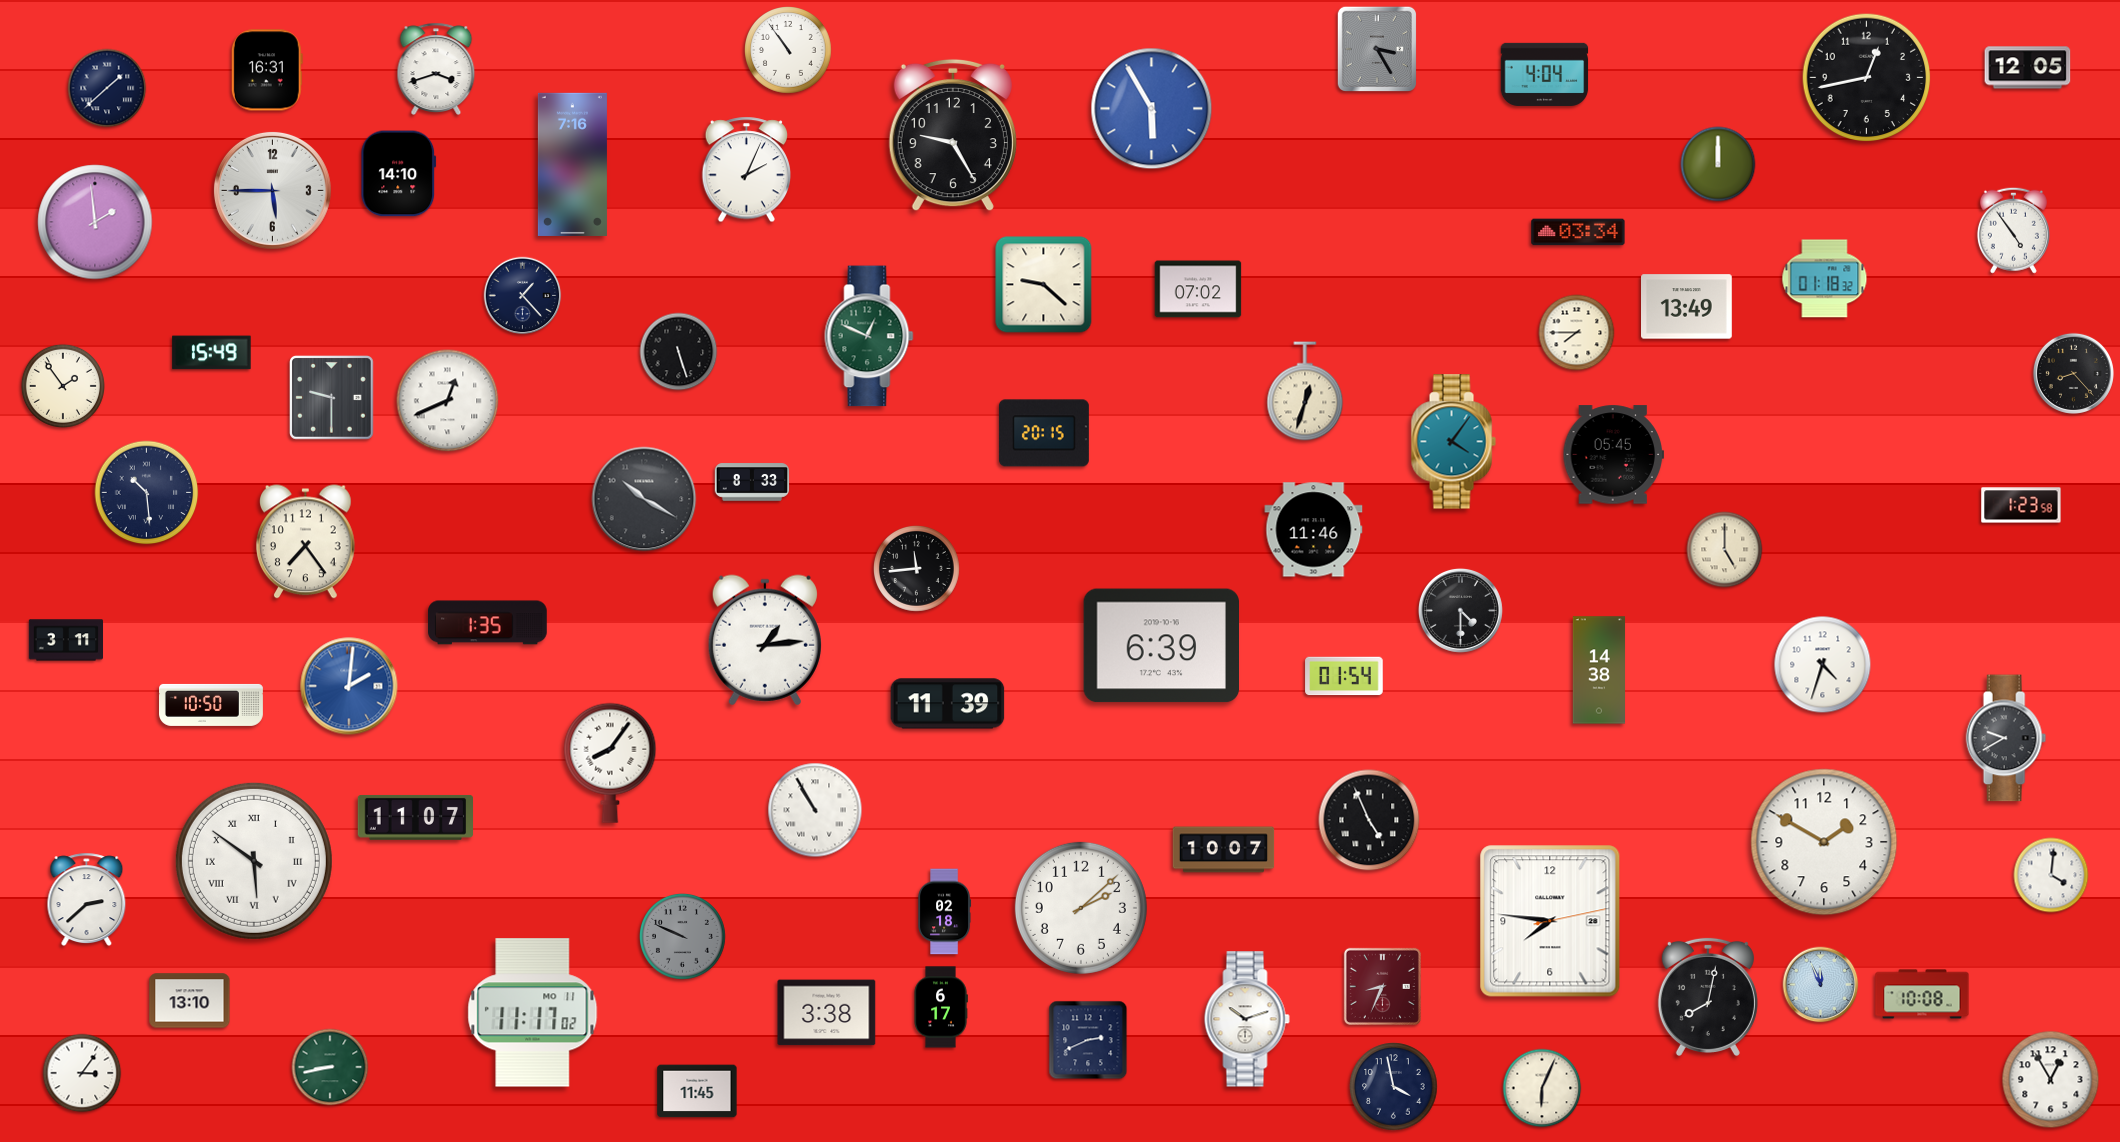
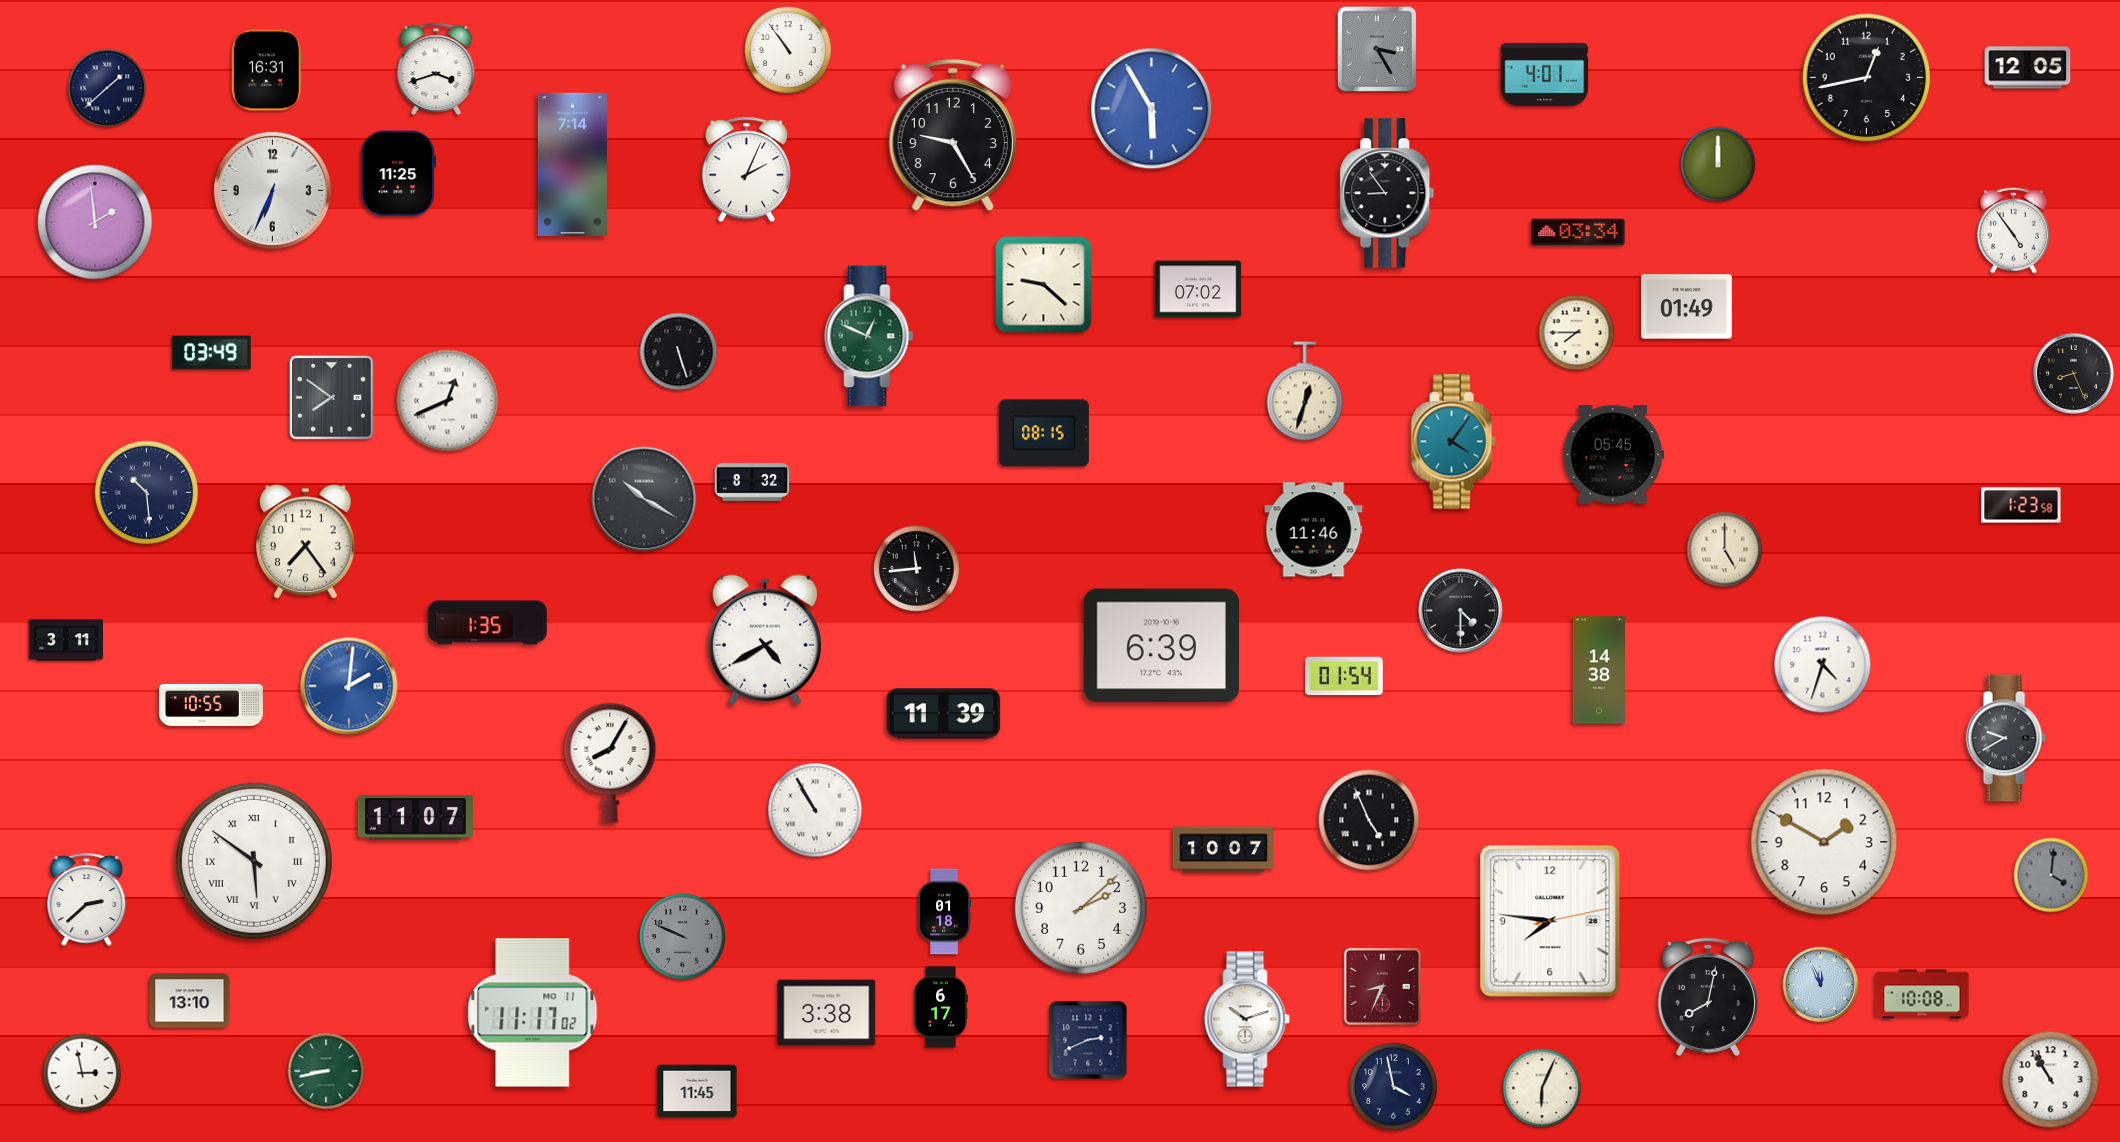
clock at (1545, 74): 4:04 -> 4:01
clock at (572, 164): 7:16 -> 7:14
clock at (399, 174): 14:10 -> 11:25
clock at (272, 190): 5:45 -> 6:34
clock at (1387, 193): none -> 8:54
clock at (1825, 279): 01:18 -> none
clock at (523, 296): 1:23 -> none
clock at (1687, 307): 13:49 -> 01:49
clock at (212, 353): 15:49 -> 03:49
clock at (2073, 373): 8:23 -> 8:26
clock at (63, 386): 1:54 -> none
clock at (332, 398): 9:30 -> 7:51
clock at (1044, 433): 20:15 -> 08:15
clock at (752, 482): 8:33 -> 8:32
clock at (765, 640): 1:14 -> 4:40
clock at (948, 704) position: (948, 704) -> (944, 714)
clock at (212, 705): 10:50 -> 10:55
clock at (610, 763): 8:06 -> 8:05
clock at (2051, 875) dial: white -> grey
clock at (945, 912): 02:18 -> 01:18
clock at (330, 1067) position: (330, 1067) -> (326, 1071)
clock at (82, 1073): 3:06 -> 2:58
clock at (2051, 1080): 12:55 -> 10:55
